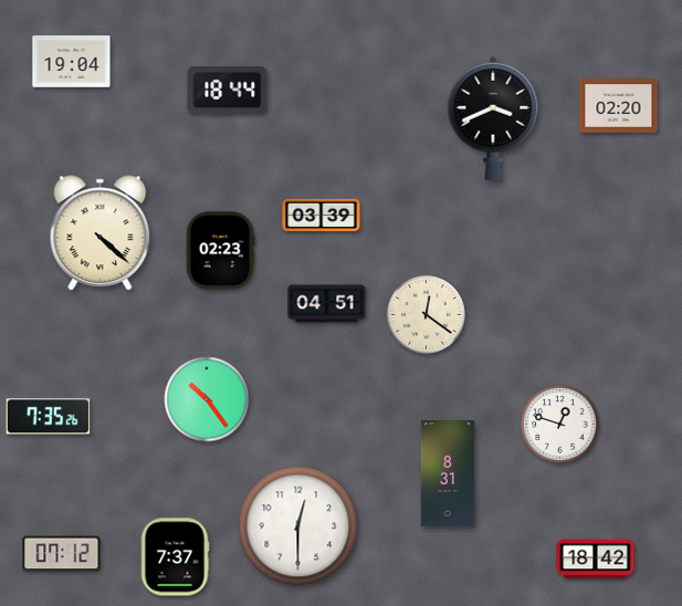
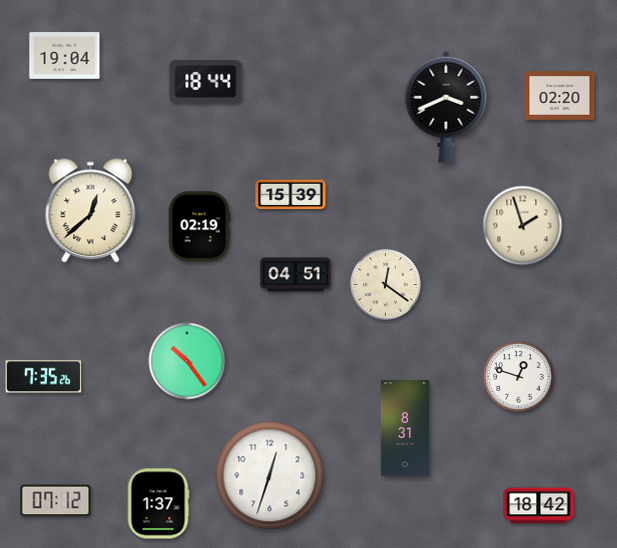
clock at (322, 216): 03:39 -> 15:39
clock at (101, 233): 4:22 -> 12:38
clock at (523, 226): none -> 1:57
clock at (220, 251): 02:23 -> 02:19
clock at (560, 425) position: (560, 425) -> (519, 377)
clock at (298, 526): 12:30 -> 12:33
clock at (175, 557): 7:37 -> 1:37
